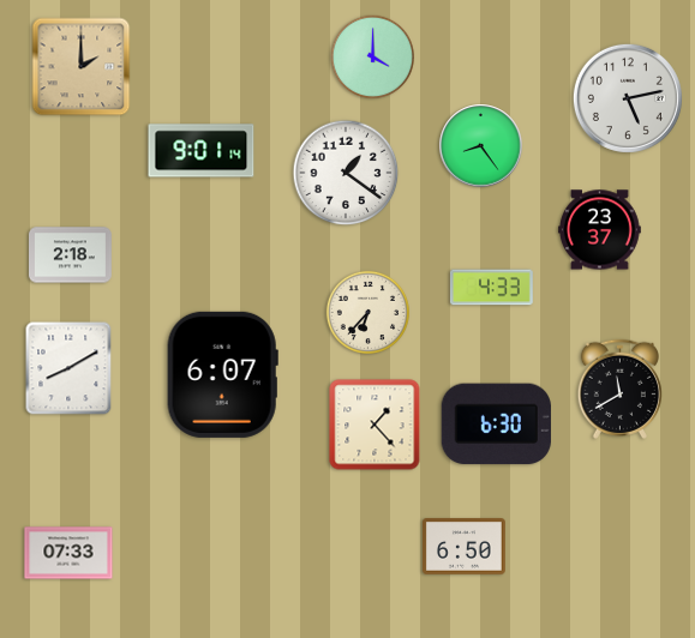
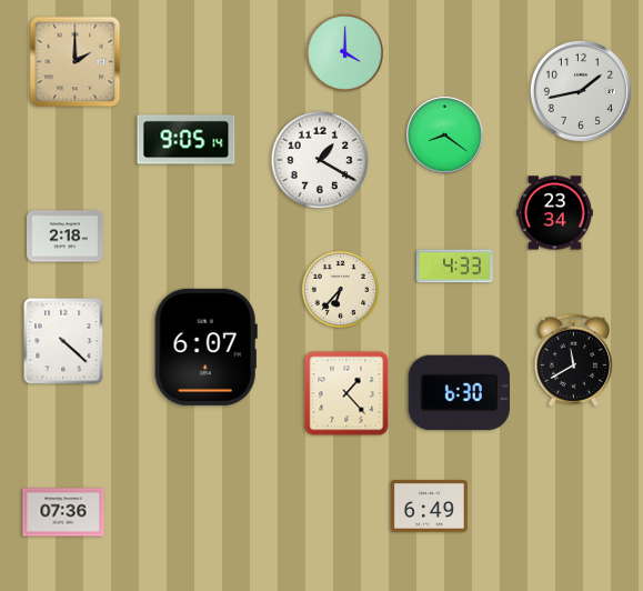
clock at (628, 98): 5:13 -> 1:43
clock at (481, 146): 8:24 -> 8:21
clock at (202, 151): 9:01 -> 9:05
clock at (346, 173): 1:21 -> 1:20
clock at (600, 230): 23:37 -> 23:34
clock at (68, 368): 8:10 -> 4:22
clock at (465, 547): 6:50 -> 6:49
clock at (68, 553): 07:33 -> 07:36
